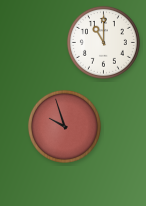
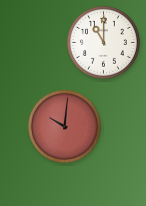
clock at (64, 126): 9:57 -> 10:01
